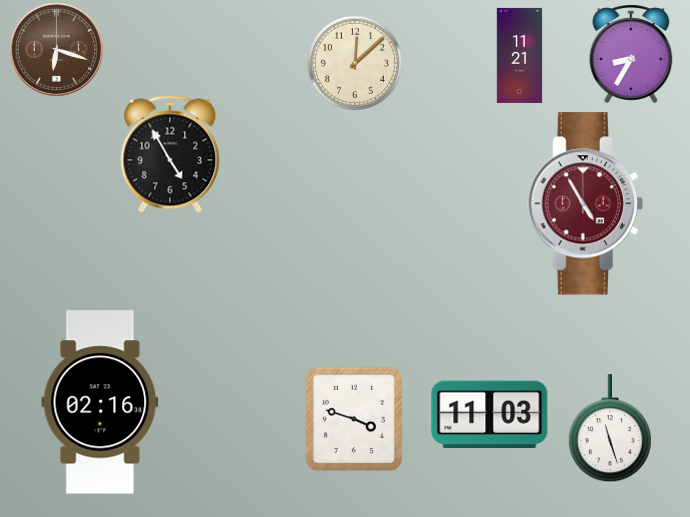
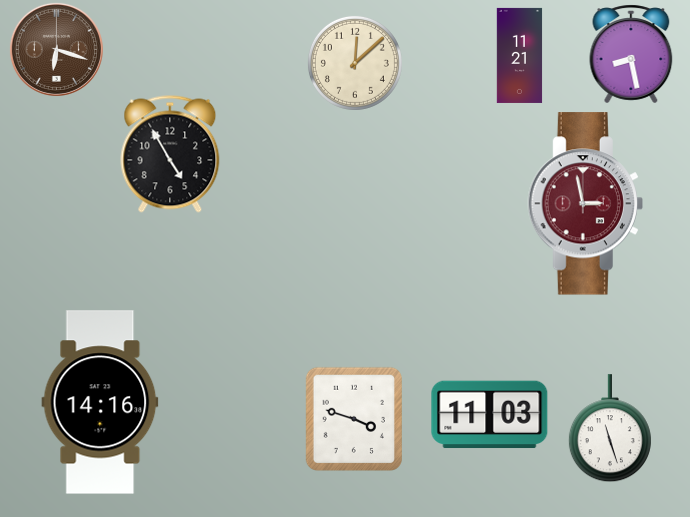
clock at (631, 54): 8:35 -> 8:28
clock at (585, 204): 4:55 -> 2:58
clock at (100, 402): 02:16 -> 14:16
